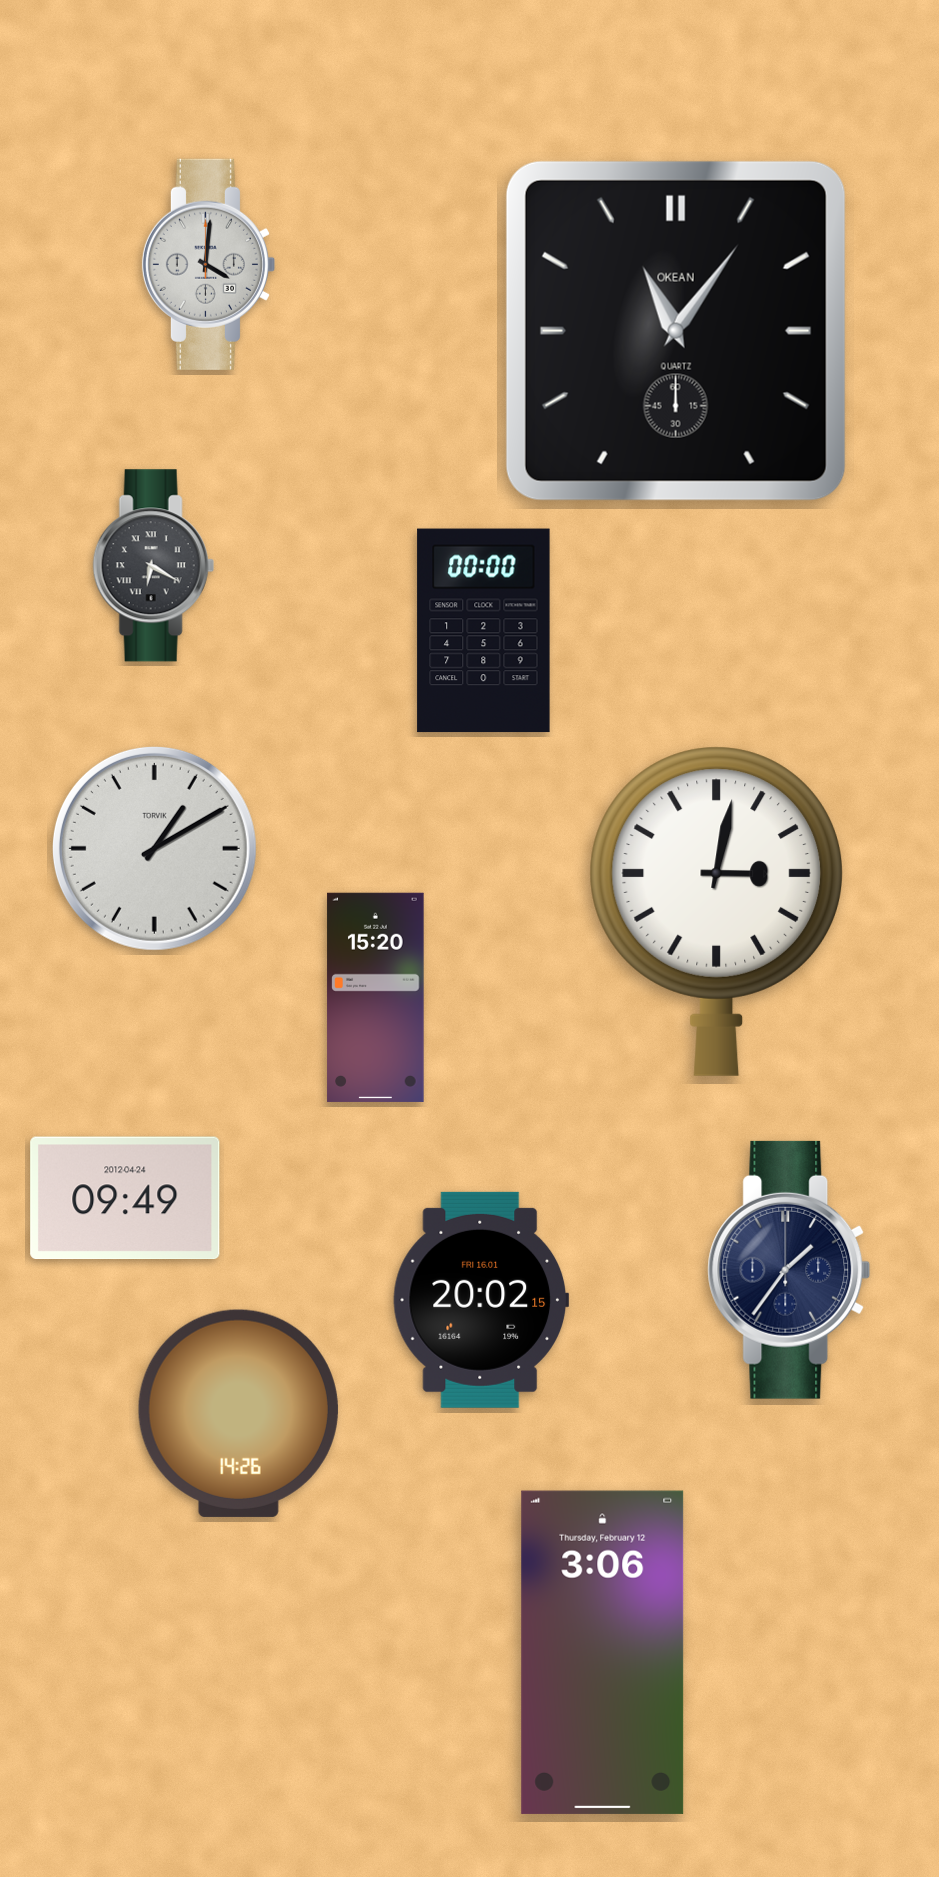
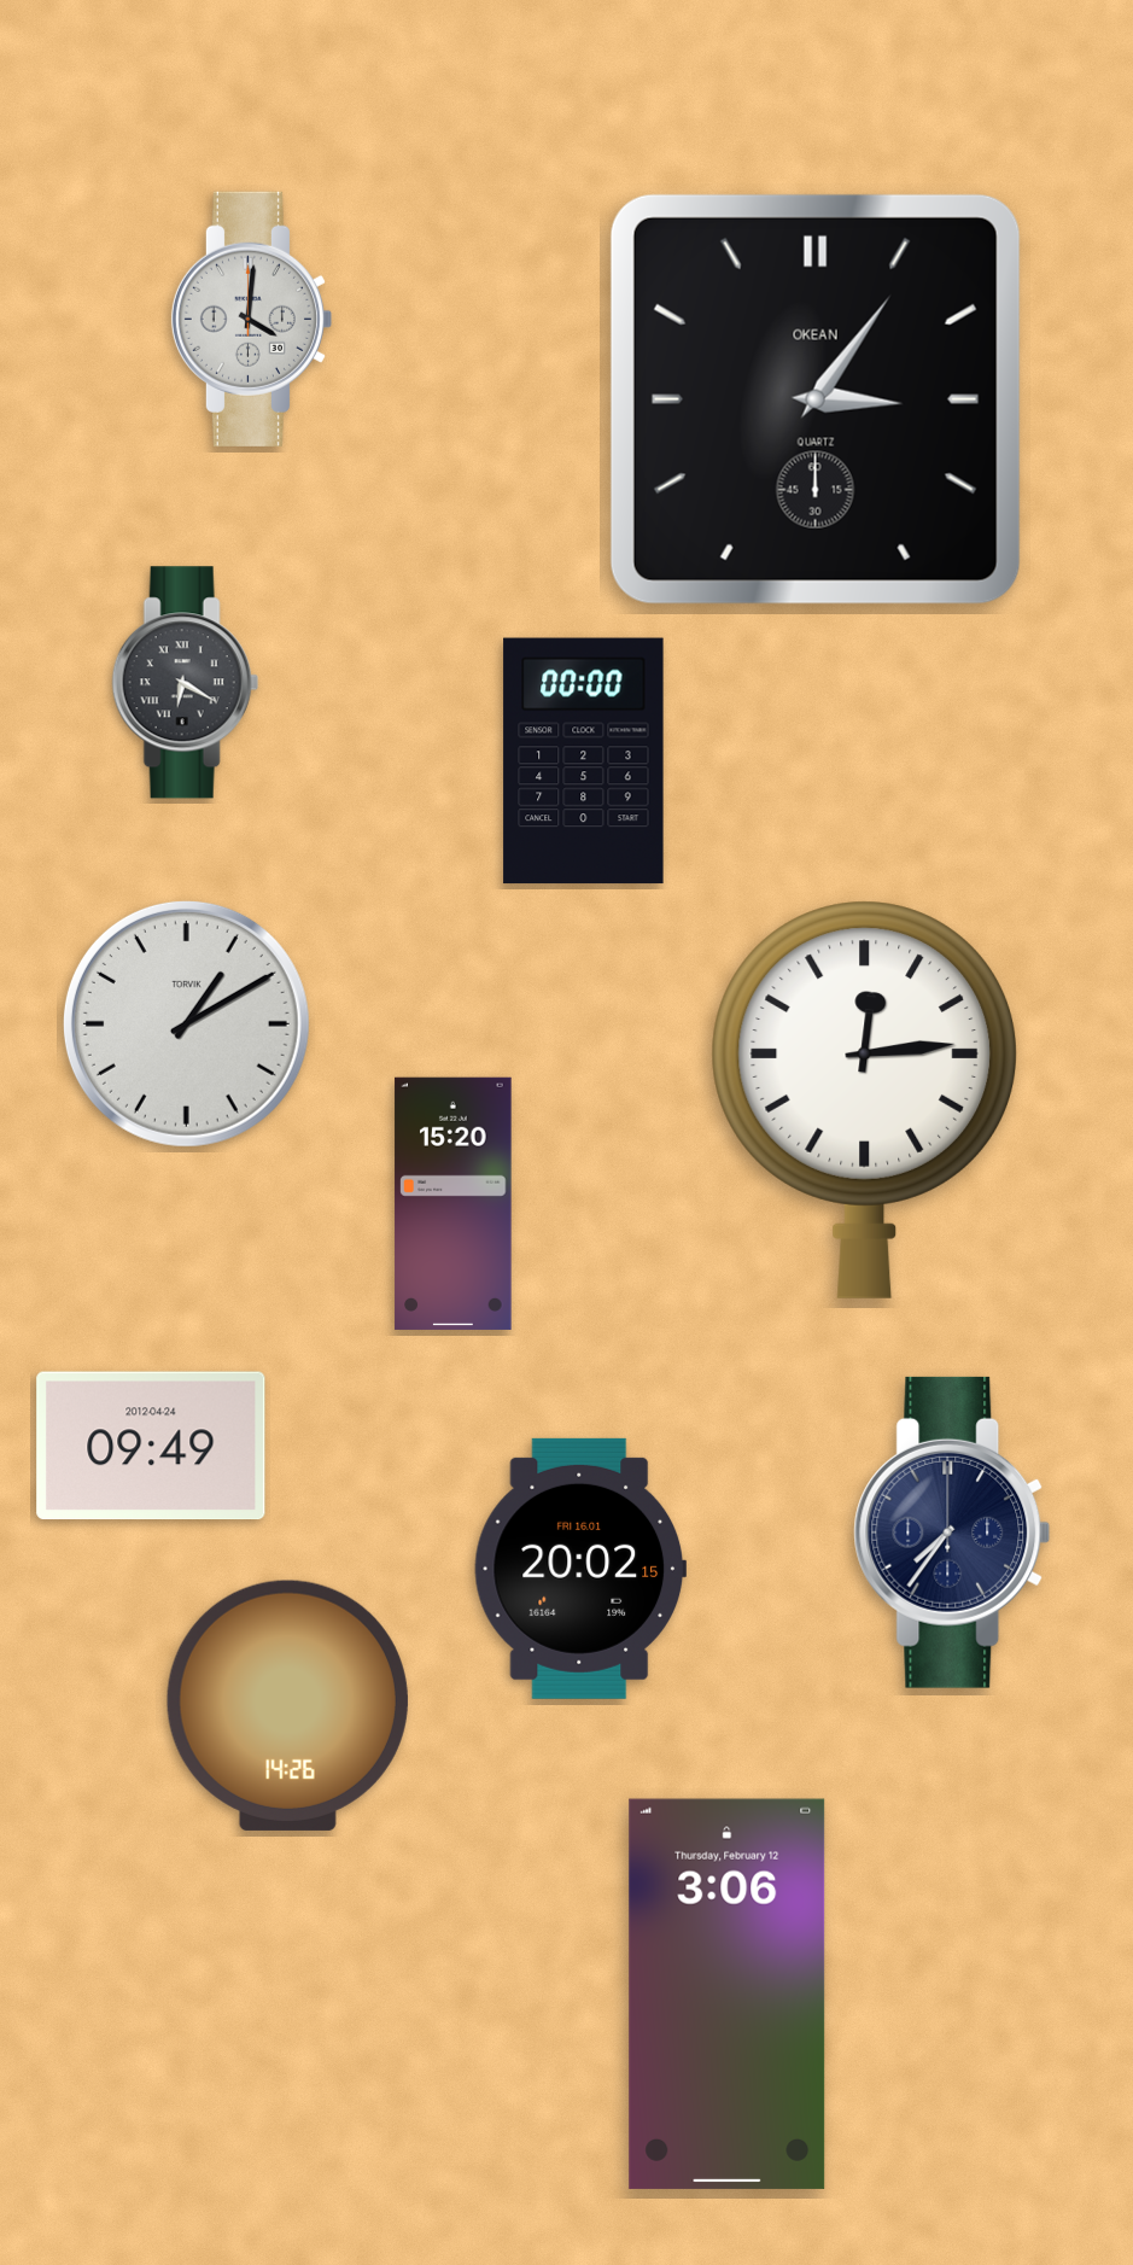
clock at (676, 331): 11:06 -> 3:06
clock at (716, 911): 3:02 -> 12:14
clock at (789, 1270): 1:36 -> 7:36
